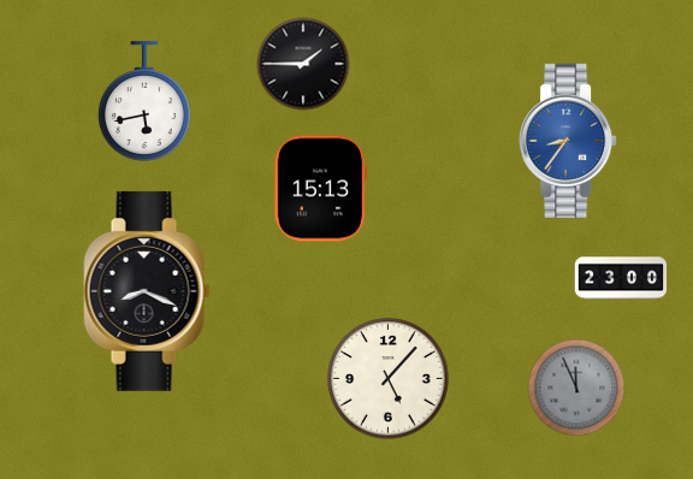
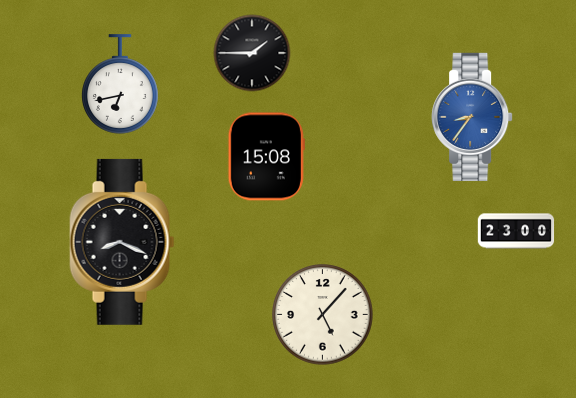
clock at (146, 101): 5:43 -> 6:43
clock at (320, 189): 15:13 -> 15:08
clock at (576, 388): 11:56 -> none
